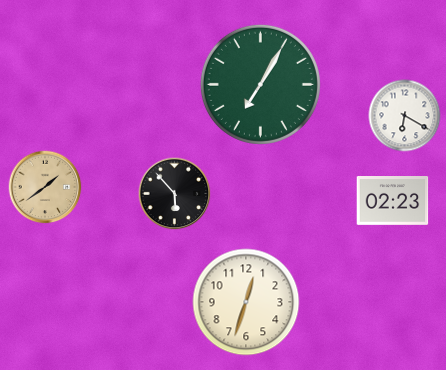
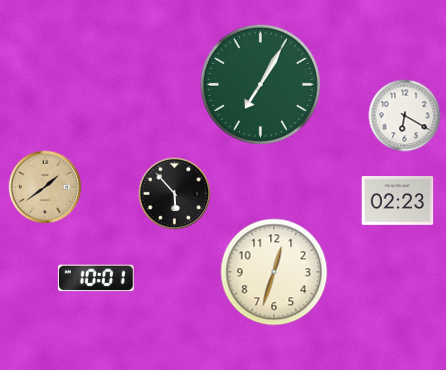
clock at (393, 201) position: (393, 201) -> (398, 201)
clock at (96, 278): none -> 10:01
clock at (246, 302) position: (246, 302) -> (274, 272)
